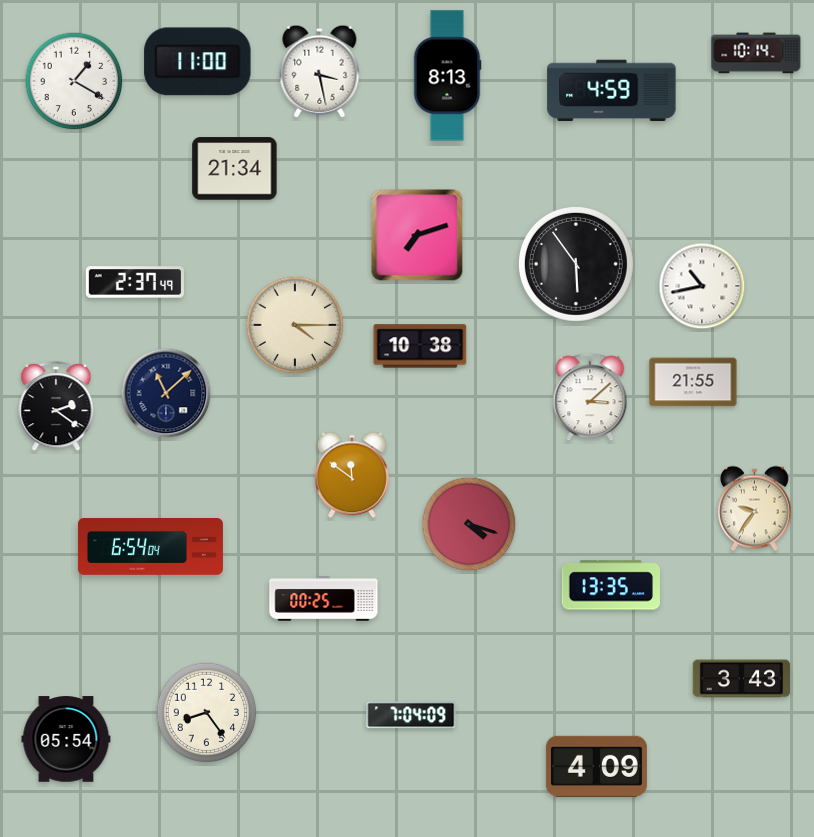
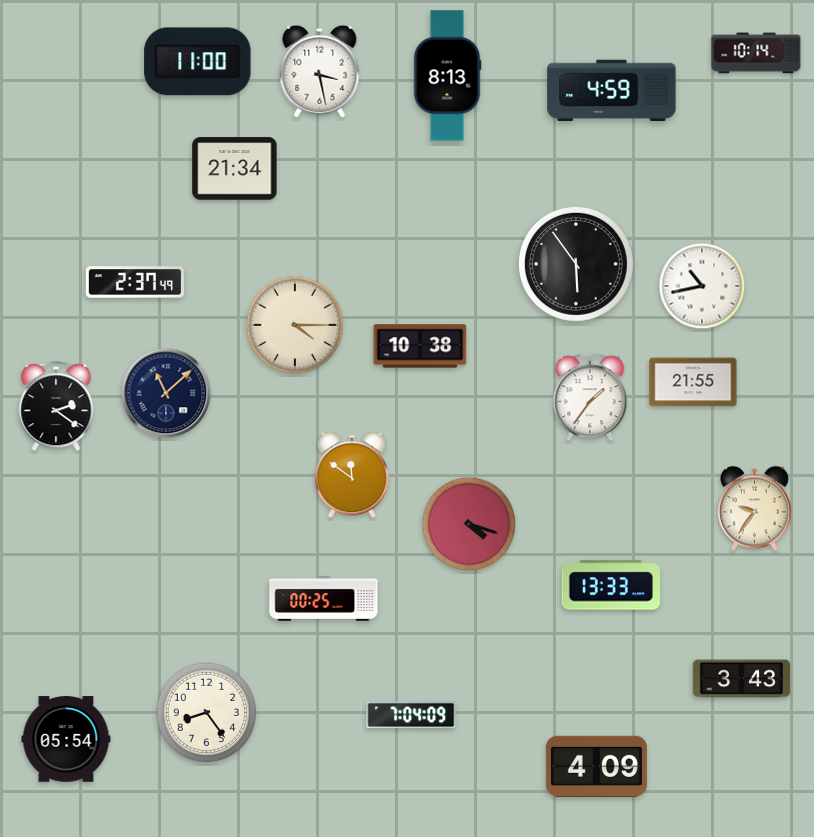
clock at (74, 81): 1:20 -> none
clock at (417, 235): 7:12 -> none
clock at (590, 398): 3:08 -> 1:36
clock at (150, 547): 6:54 -> none
clock at (611, 585): 13:35 -> 13:33
